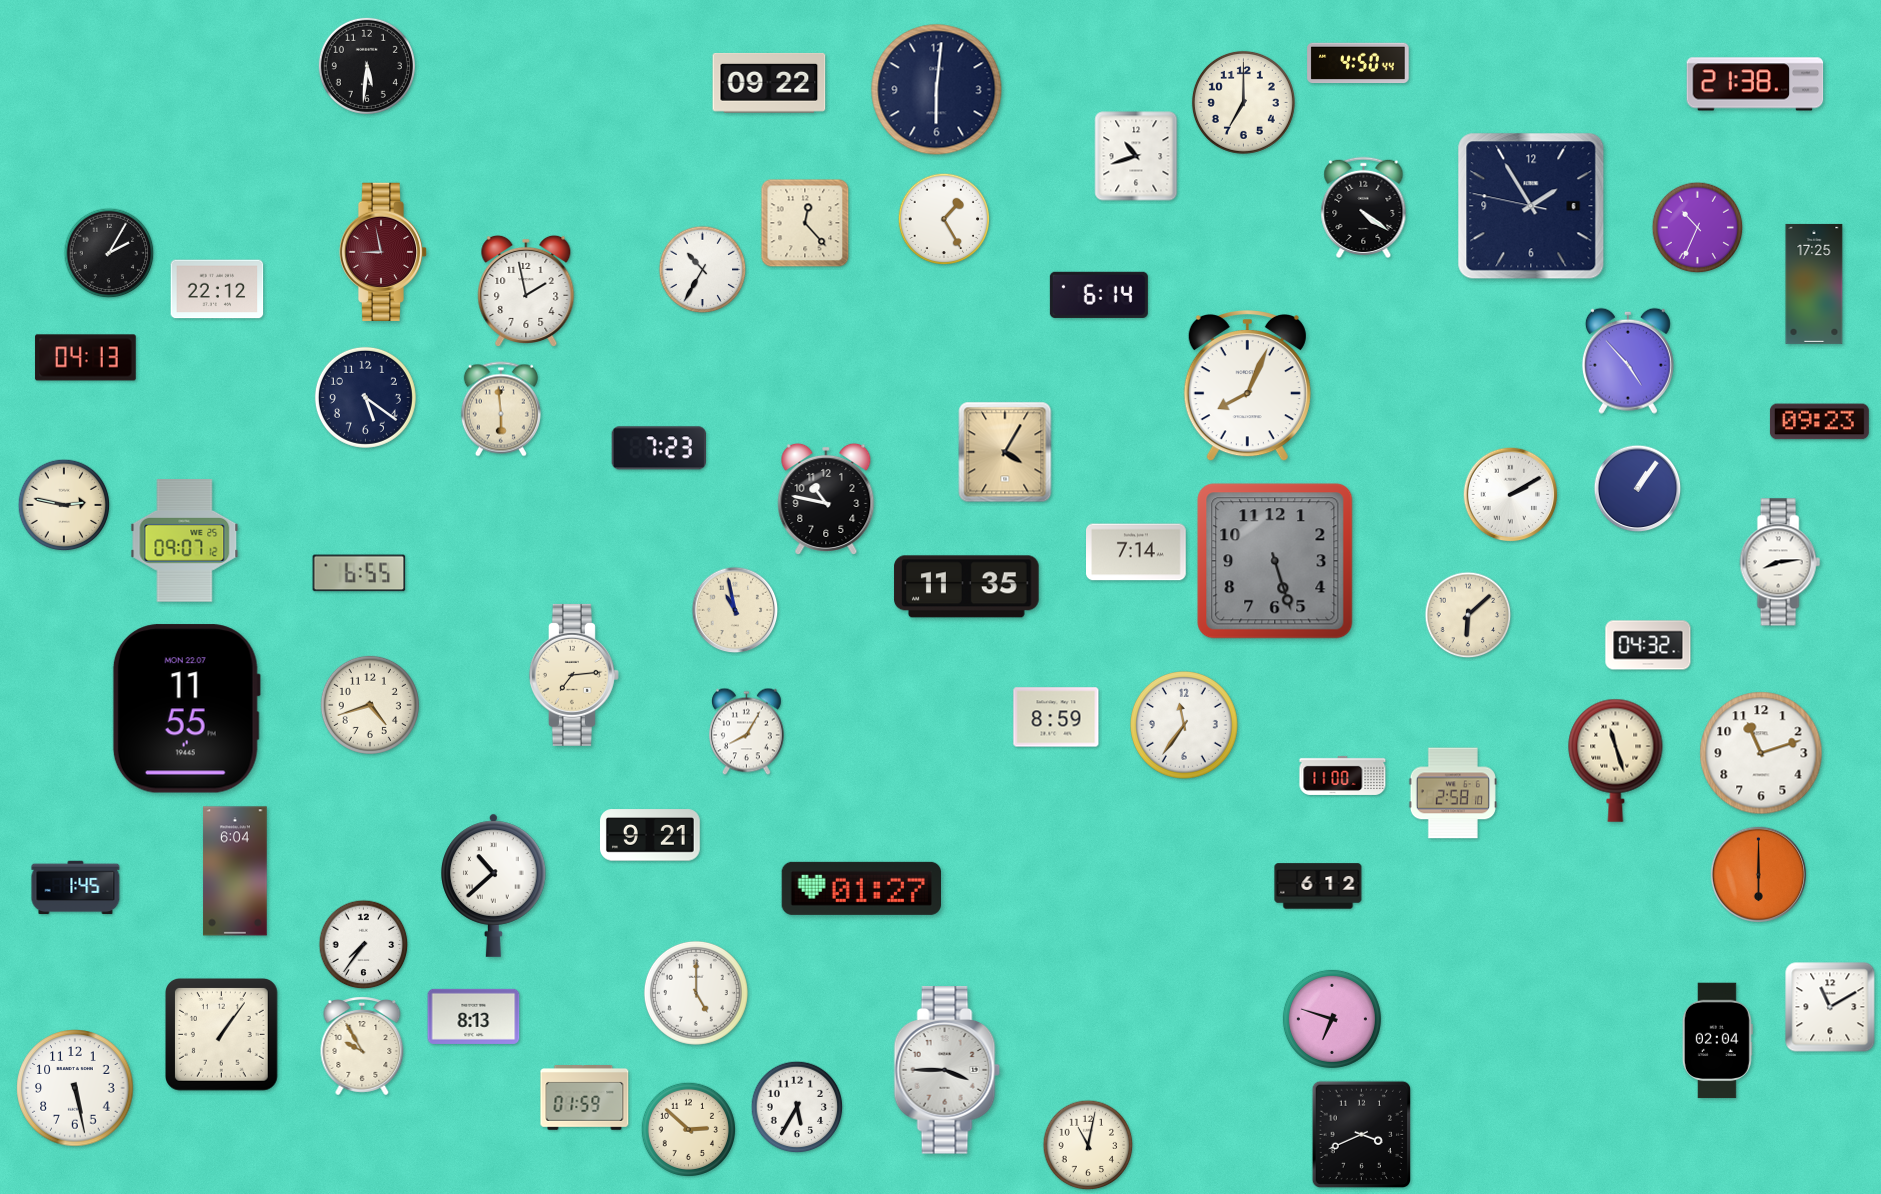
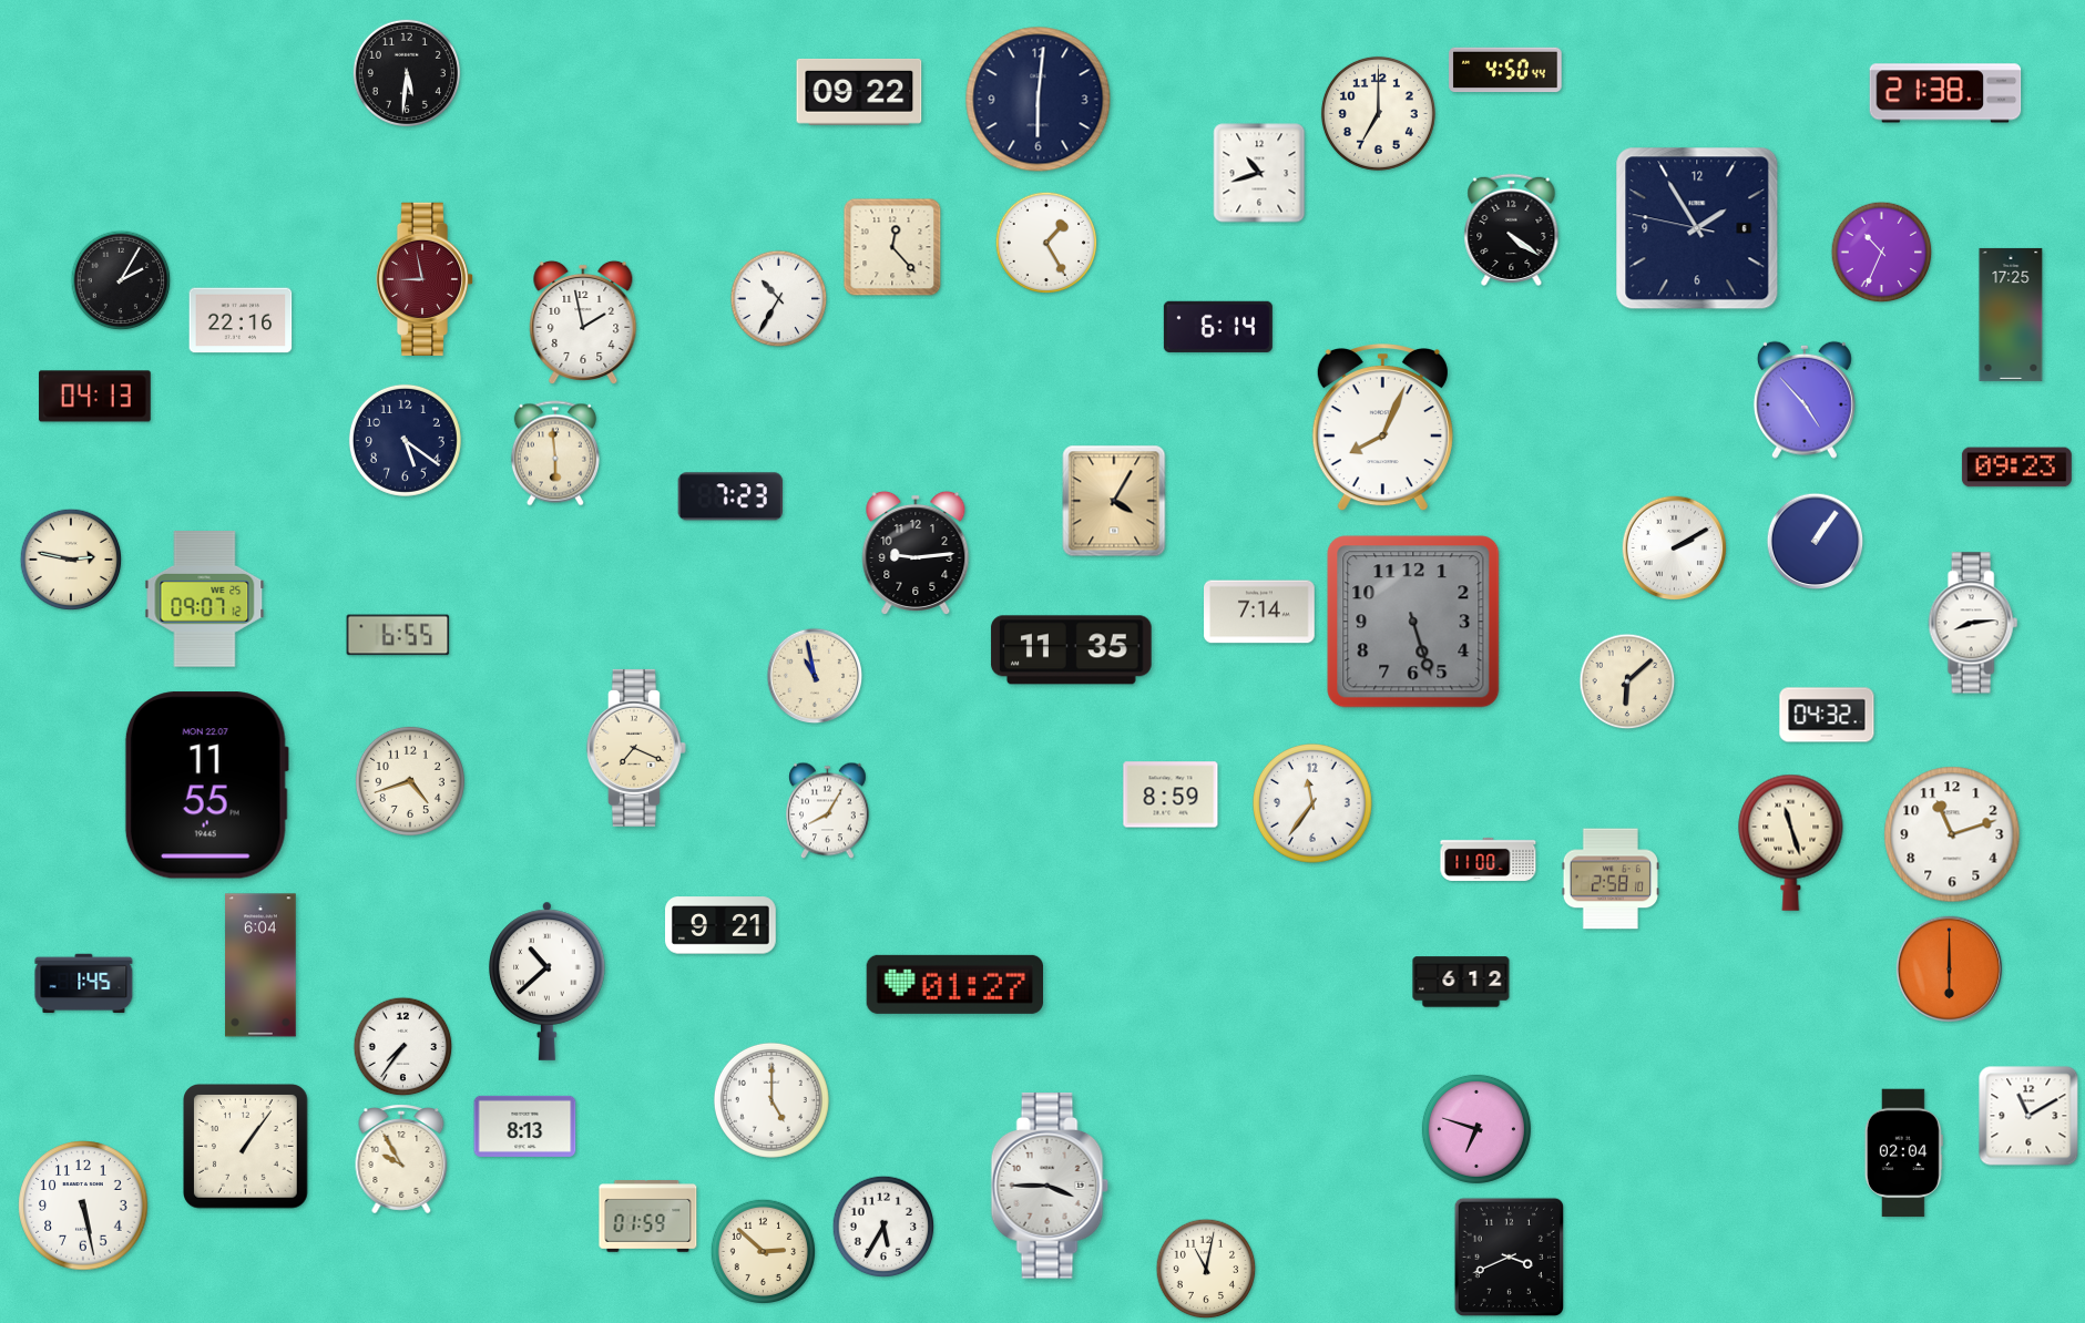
clock at (769, 83) position: (769, 83) -> (859, 92)
clock at (217, 289): 22:12 -> 22:16
clock at (826, 498): 10:47 -> 9:14
clock at (574, 675): 7:14 -> 7:19
